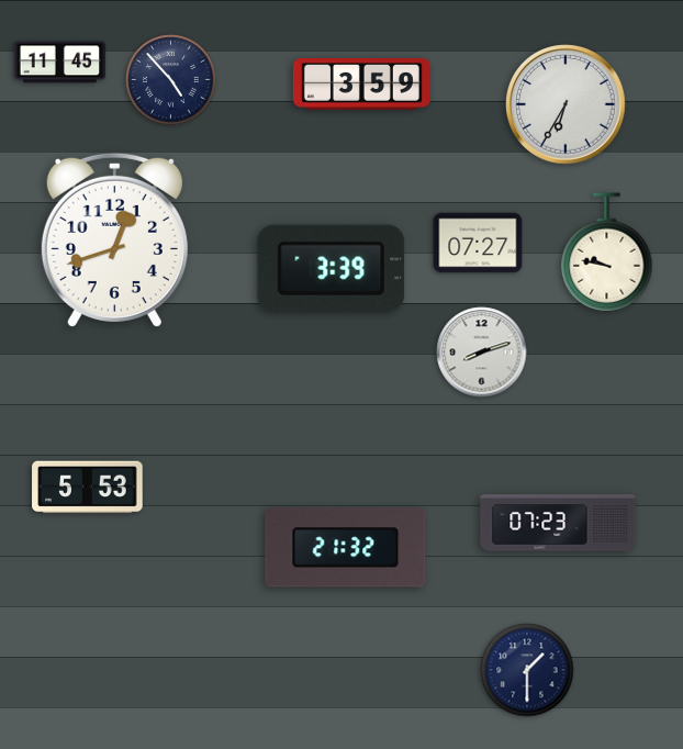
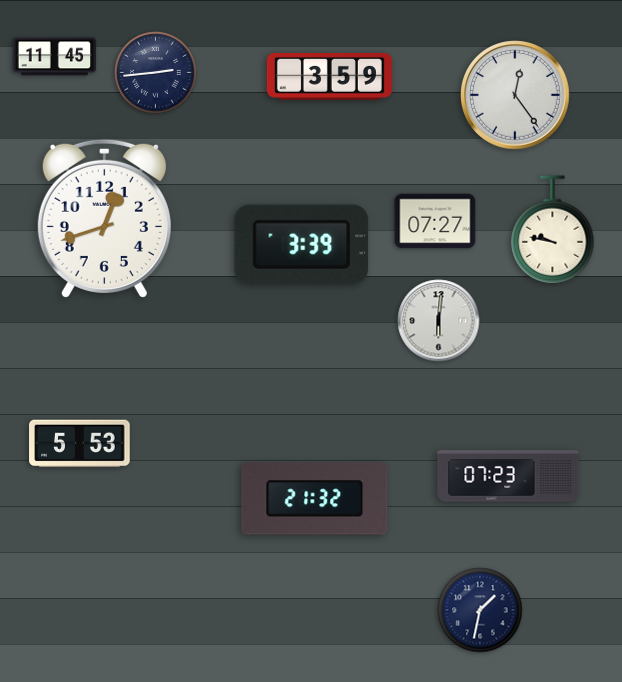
clock at (171, 80): 4:53 -> 2:44
clock at (566, 104): 6:35 -> 12:24
clock at (482, 353): 8:12 -> 6:01
clock at (527, 670): 1:30 -> 1:32
